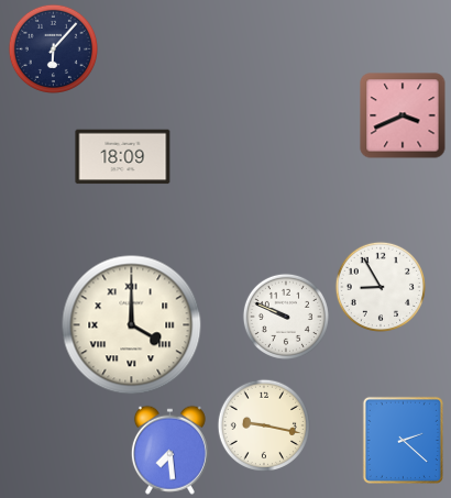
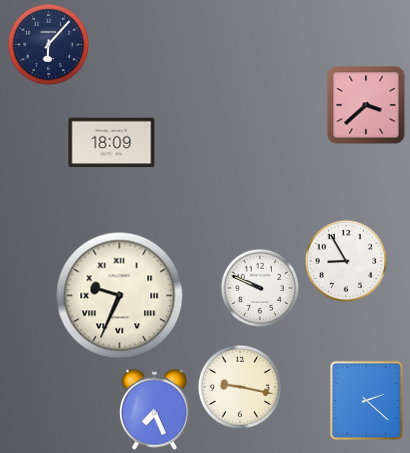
clock at (403, 115): 3:41 -> 3:38
clock at (132, 325): 4:00 -> 9:34
clock at (169, 450): 7:29 -> 7:26
